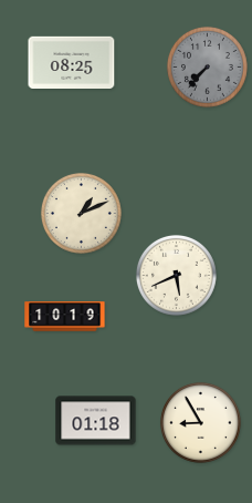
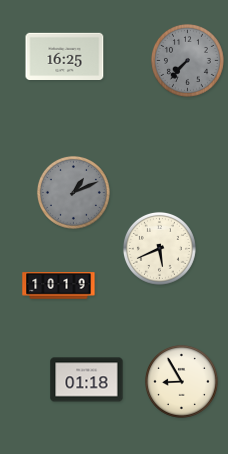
clock at (72, 62): 08:25 -> 16:25
clock at (81, 213) dial: cream -> grey
